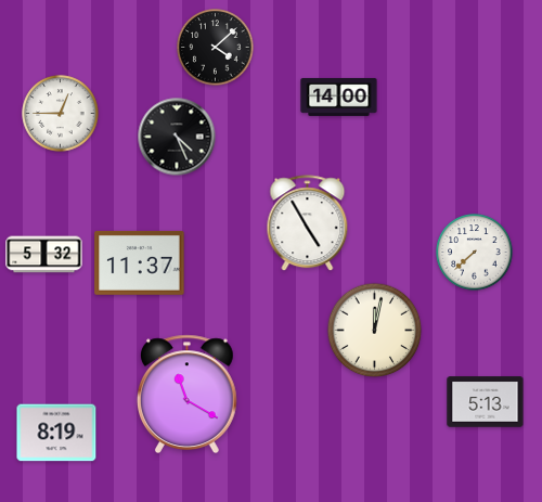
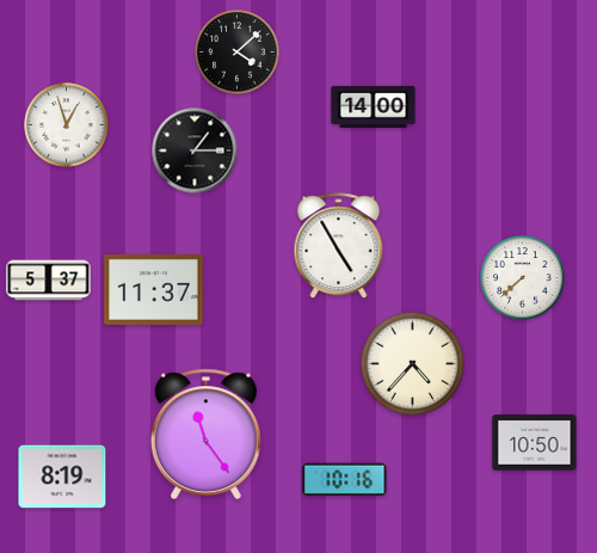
clock at (61, 114): 12:45 -> 12:57
clock at (177, 137): 4:26 -> 1:15
clock at (44, 255): 5:32 -> 5:37
clock at (375, 331): 12:02 -> 4:37
clock at (186, 394): 11:20 -> 11:24
clock at (486, 402): 5:13 -> 10:50
clock at (345, 480): none -> 10:16
